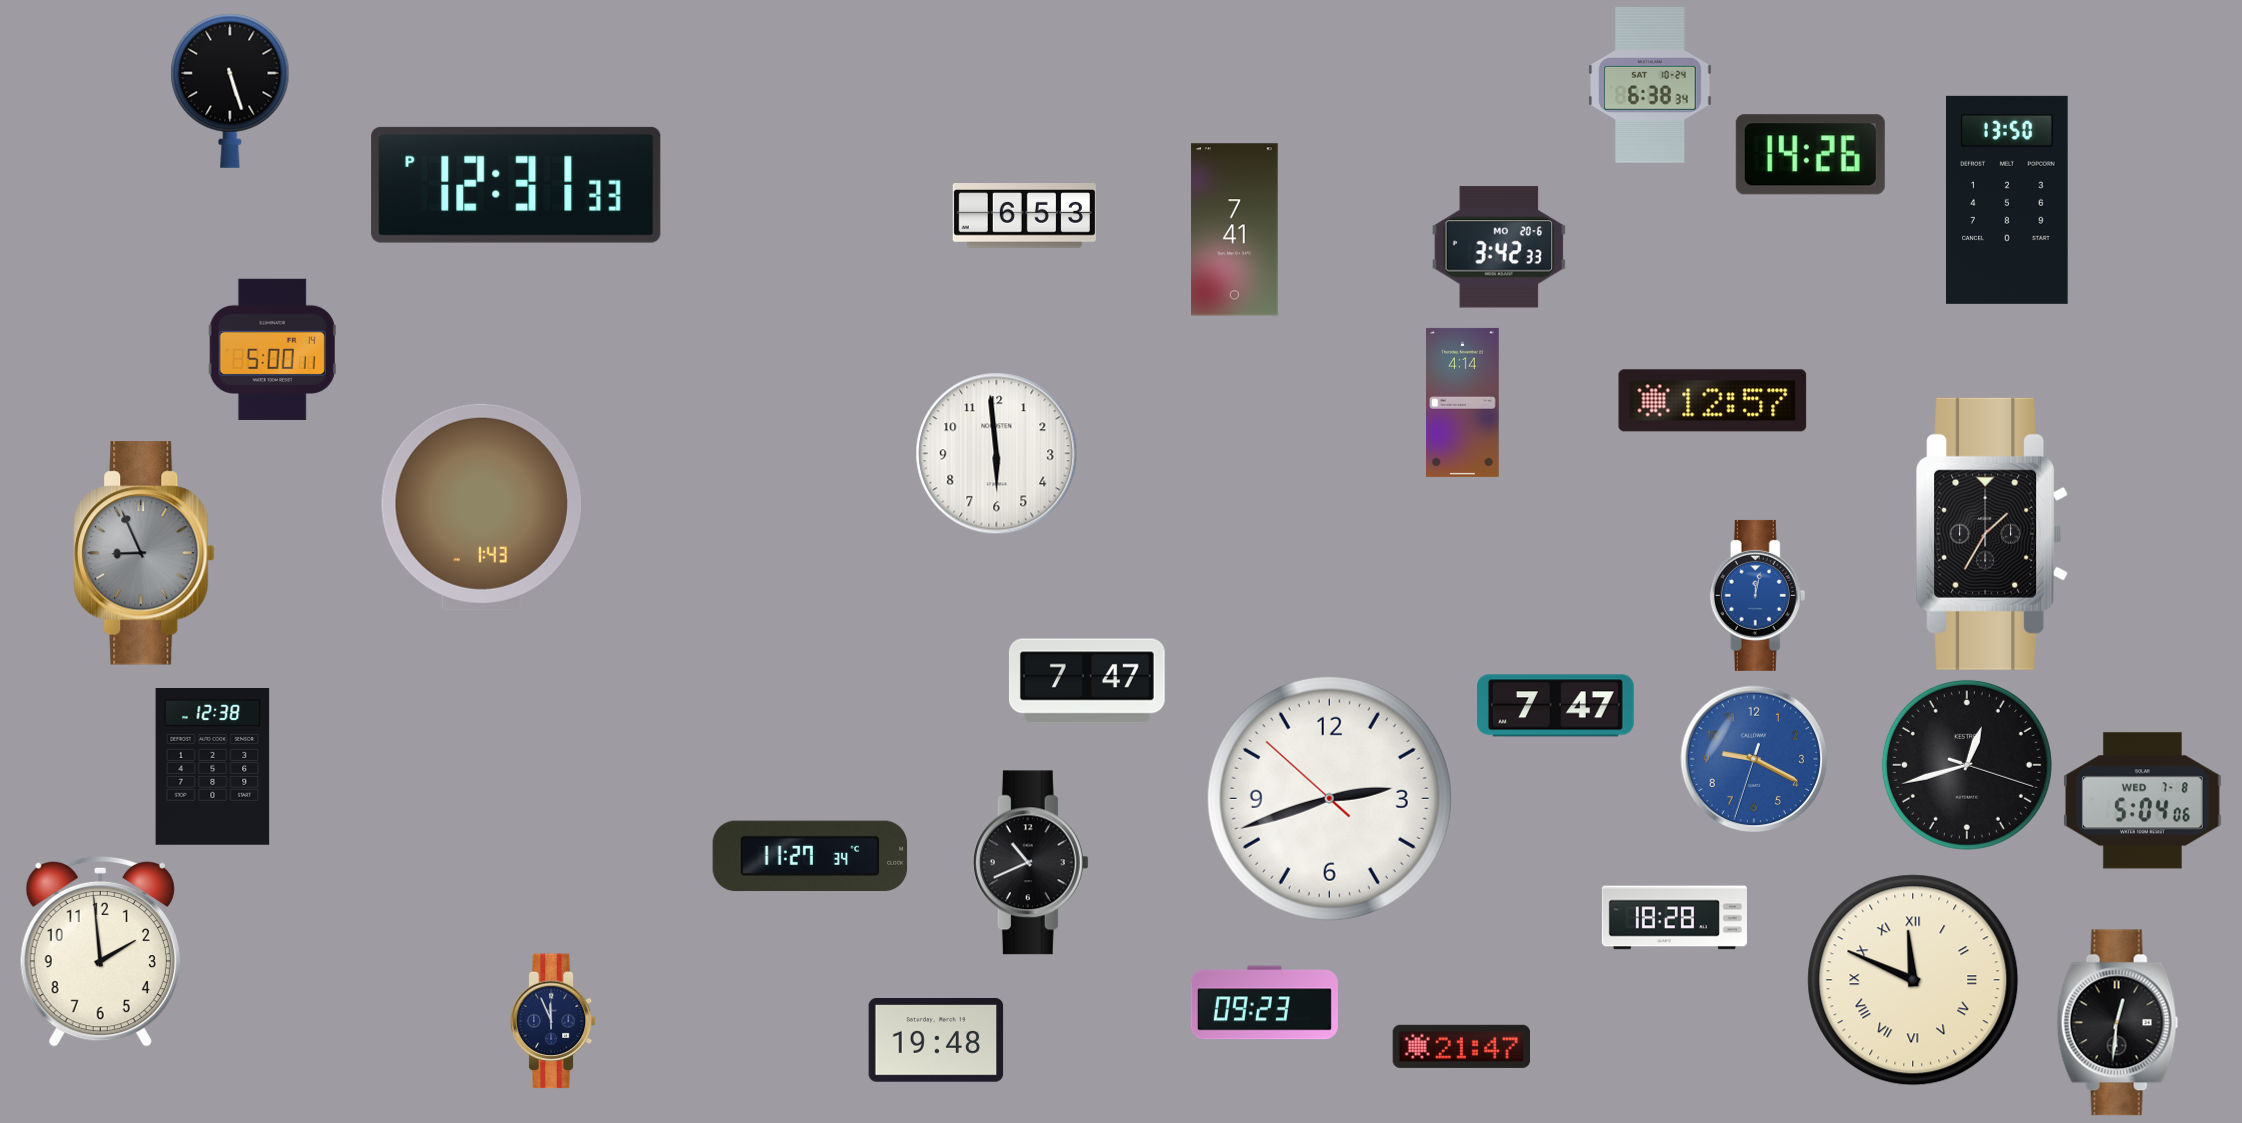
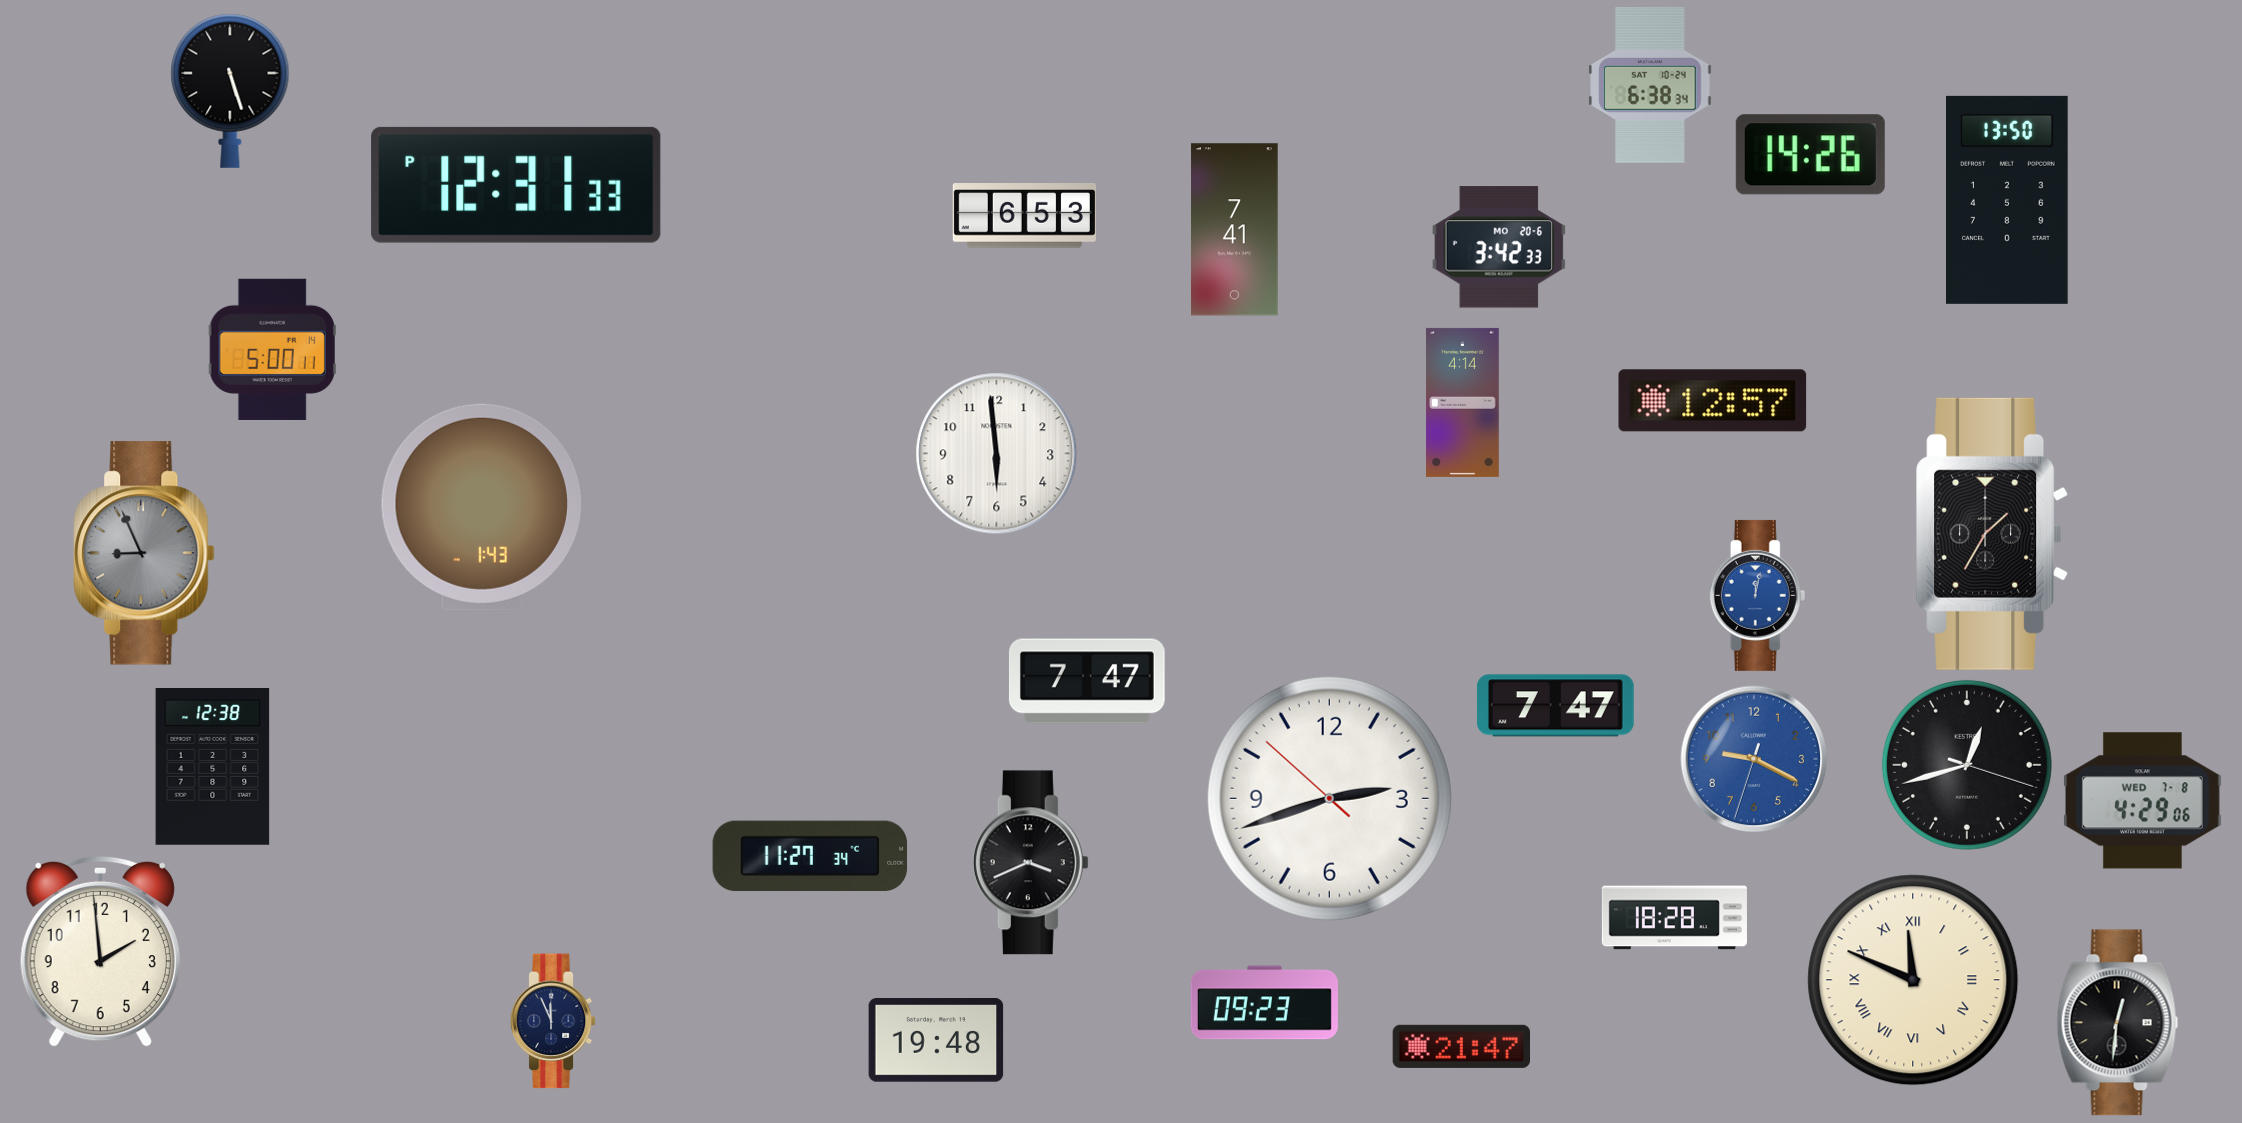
clock at (2143, 801): 5:04 -> 4:29
clock at (1030, 863): 10:41 -> 3:41
